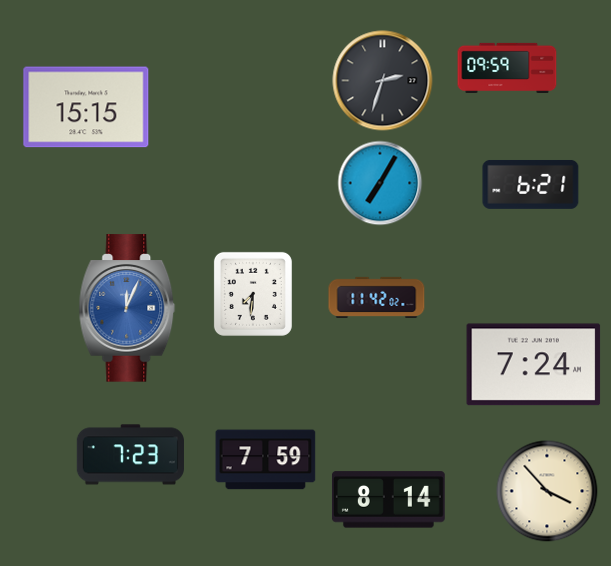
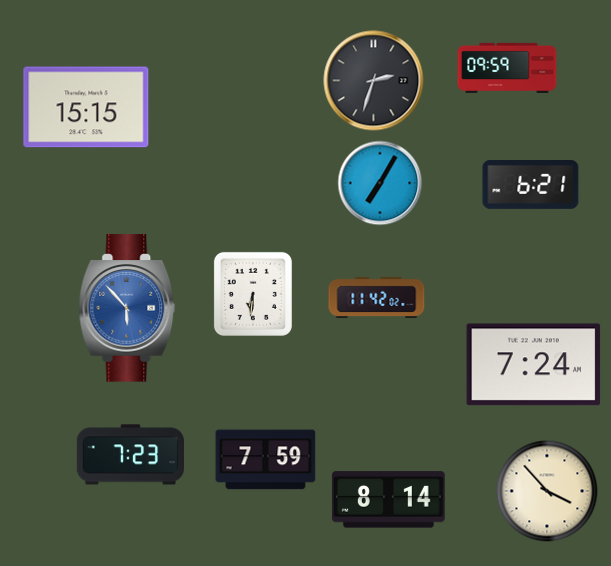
clock at (383, 81) position: (383, 81) -> (374, 81)
clock at (253, 294): 7:31 -> 6:31
clock at (127, 308): 12:04 -> 5:53
